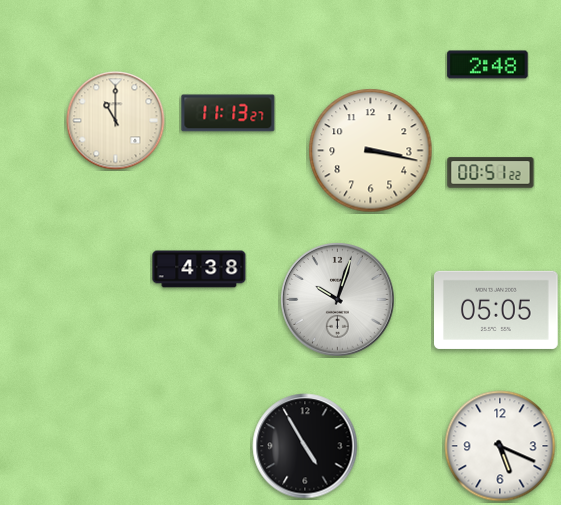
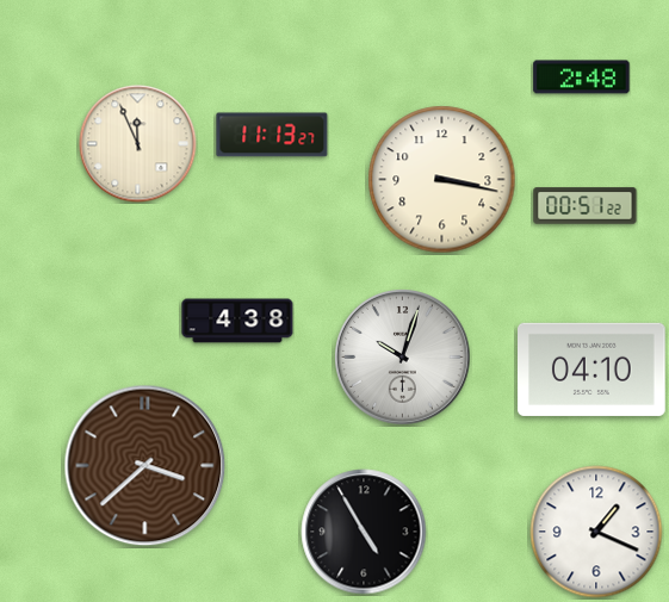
clock at (116, 121): 11:00 -> 11:56
clock at (496, 310): 05:05 -> 04:10
clock at (145, 466): none -> 3:38
clock at (500, 446): 5:19 -> 1:19
